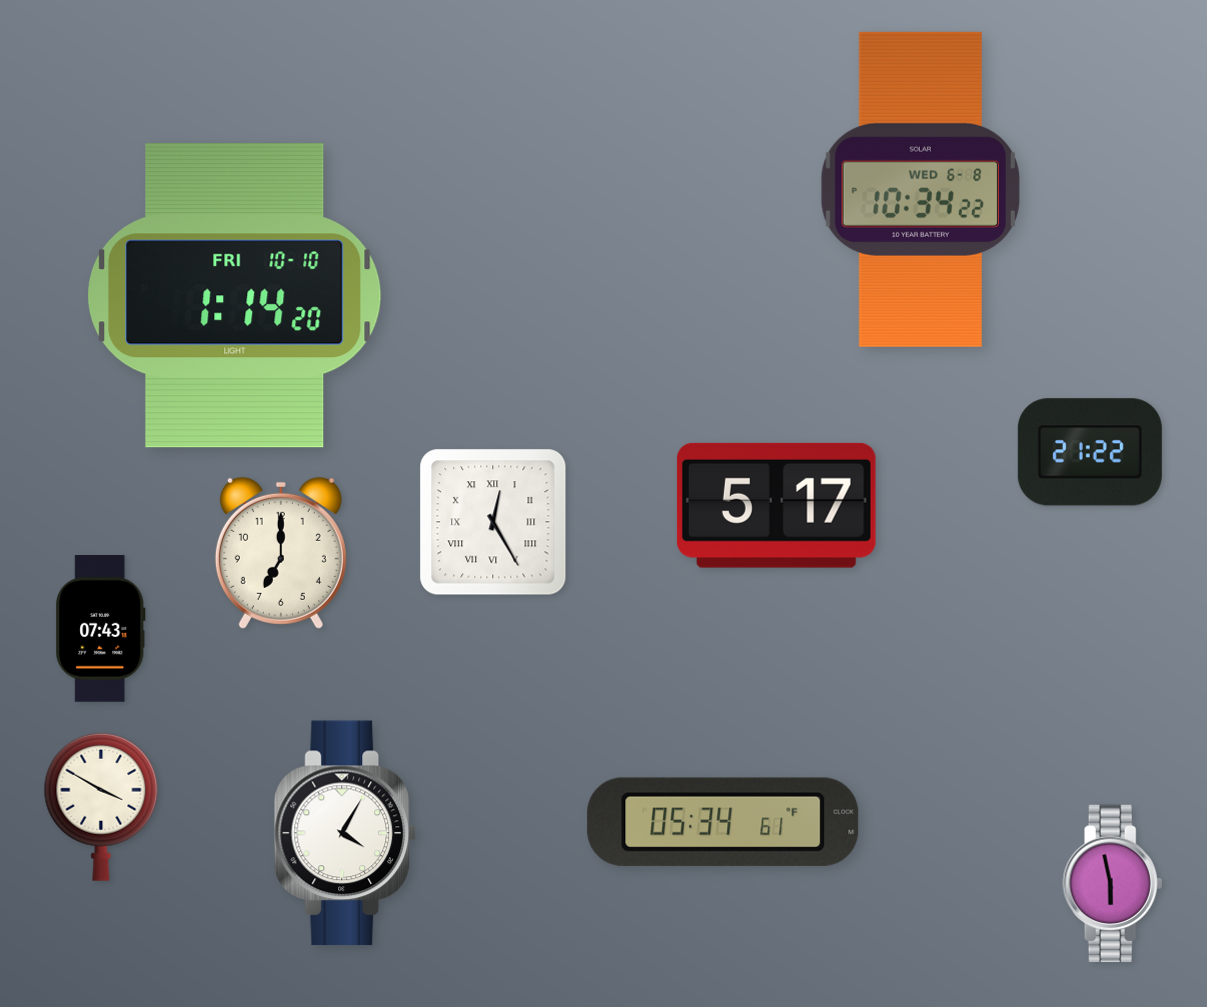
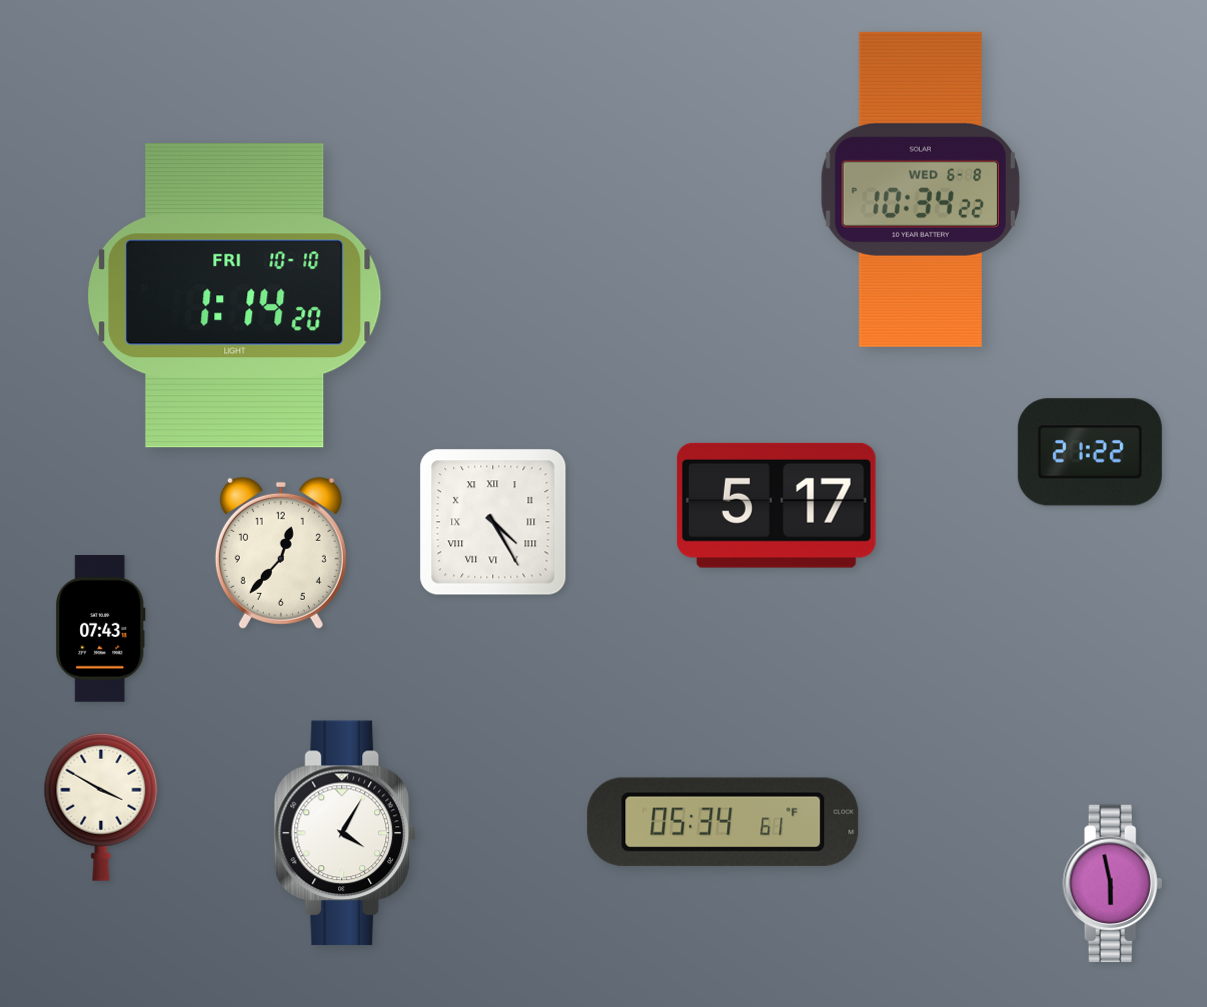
clock at (493, 522): 12:25 -> 4:25
clock at (281, 553): 7:00 -> 12:37
